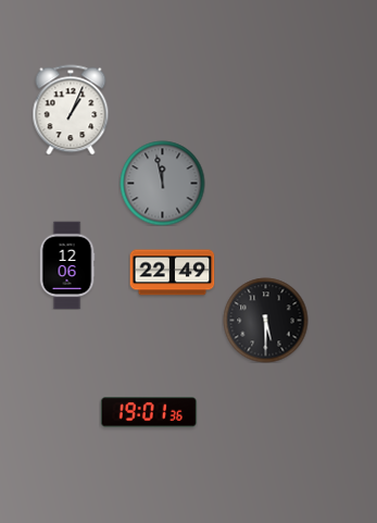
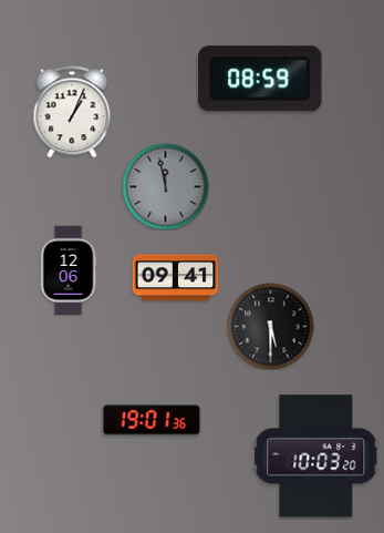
clock at (260, 79): none -> 08:59
clock at (172, 273): 22:49 -> 09:41
clock at (316, 457): none -> 10:03
